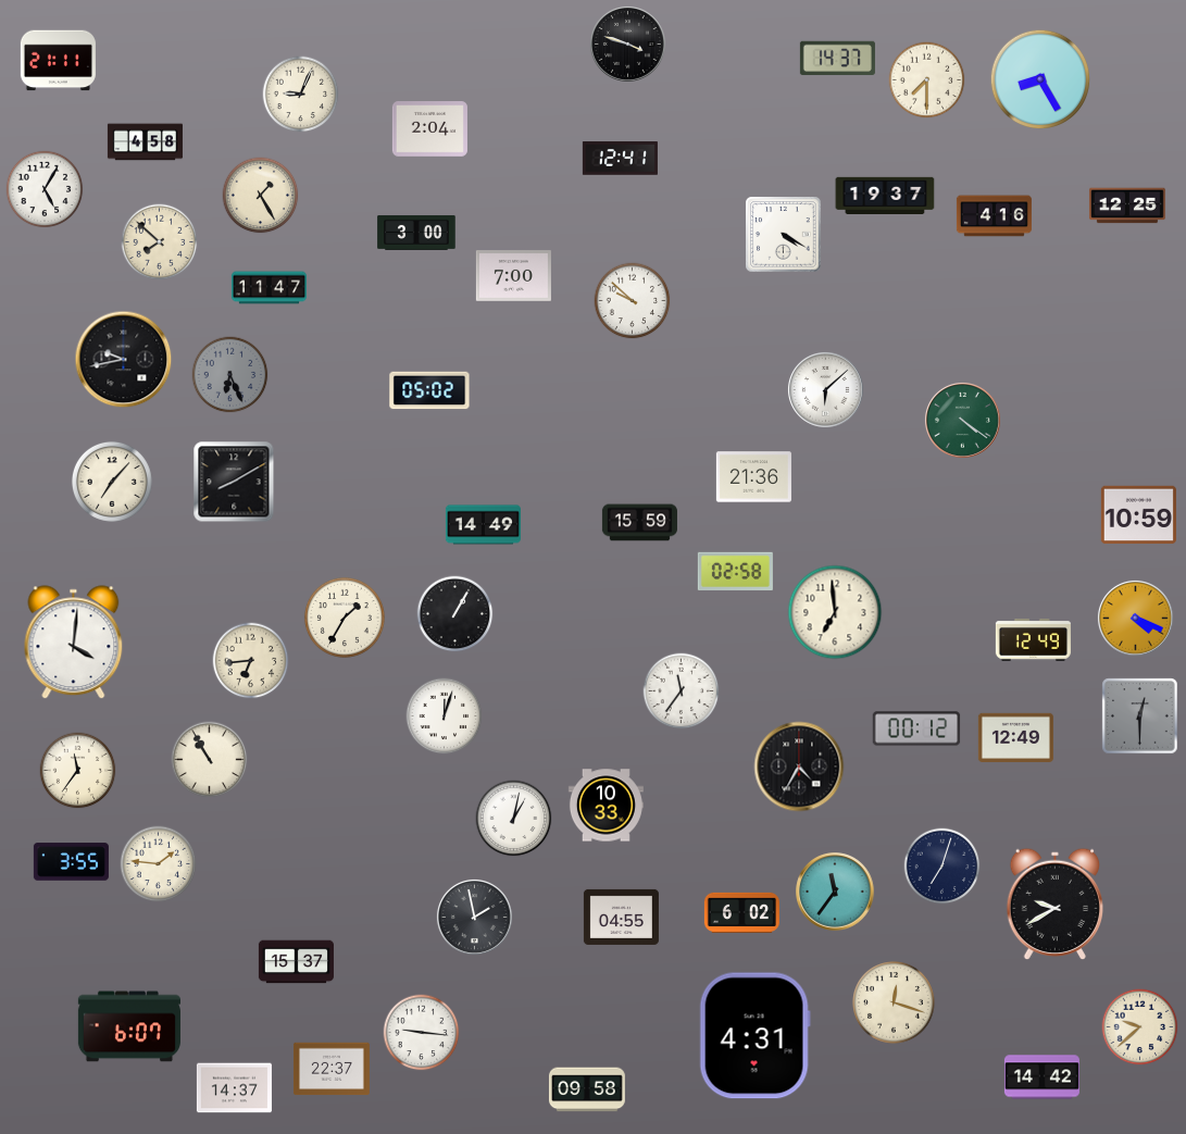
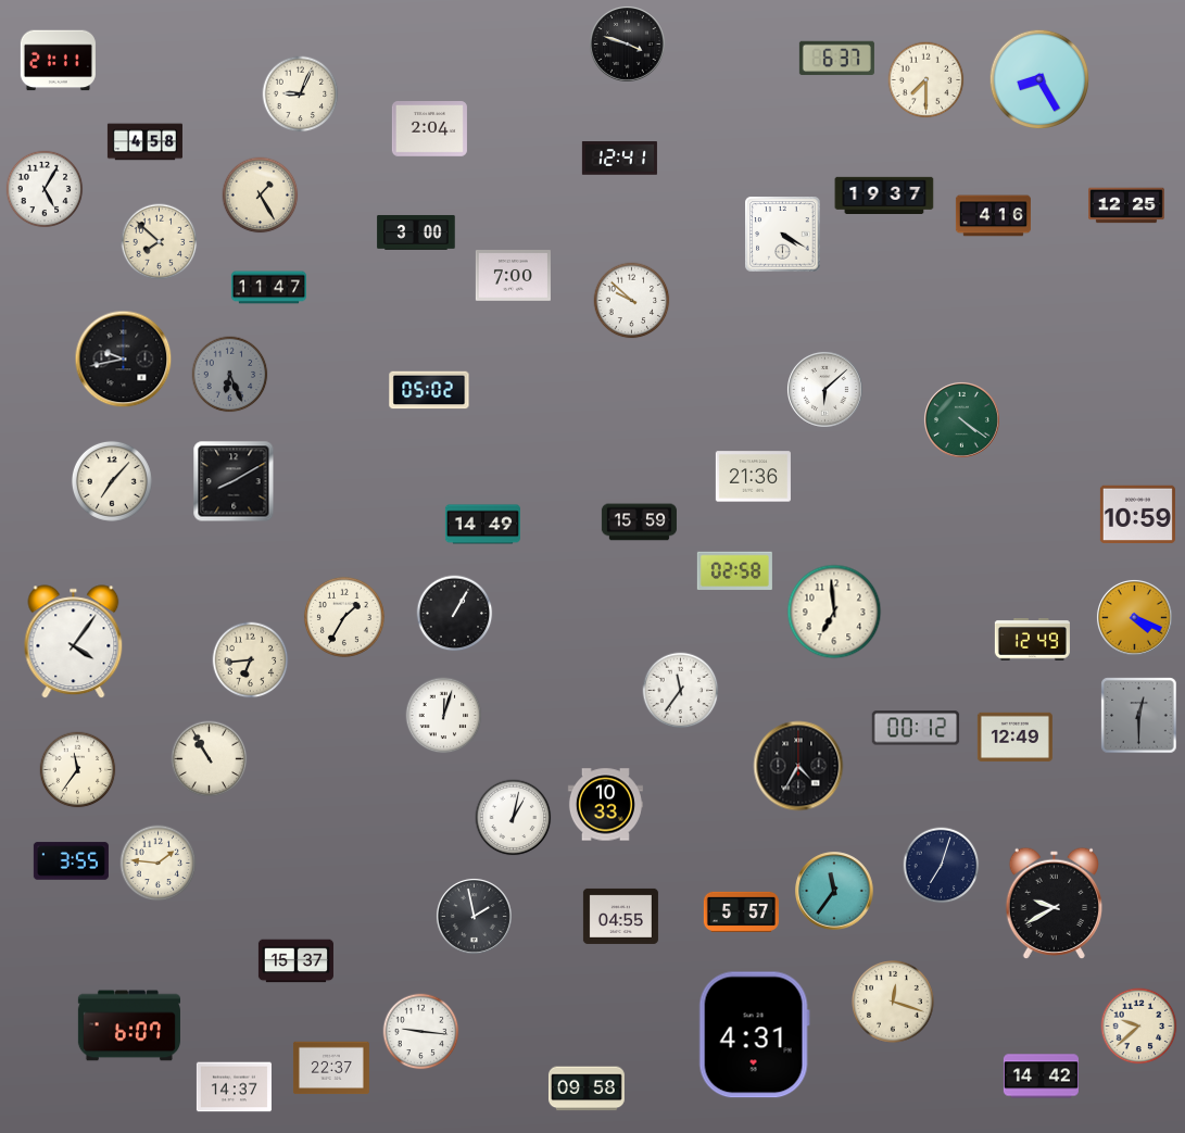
clock at (837, 59): 14:37 -> 6:37
clock at (74, 643): 4:01 -> 4:06
clock at (741, 912): 6:02 -> 5:57
